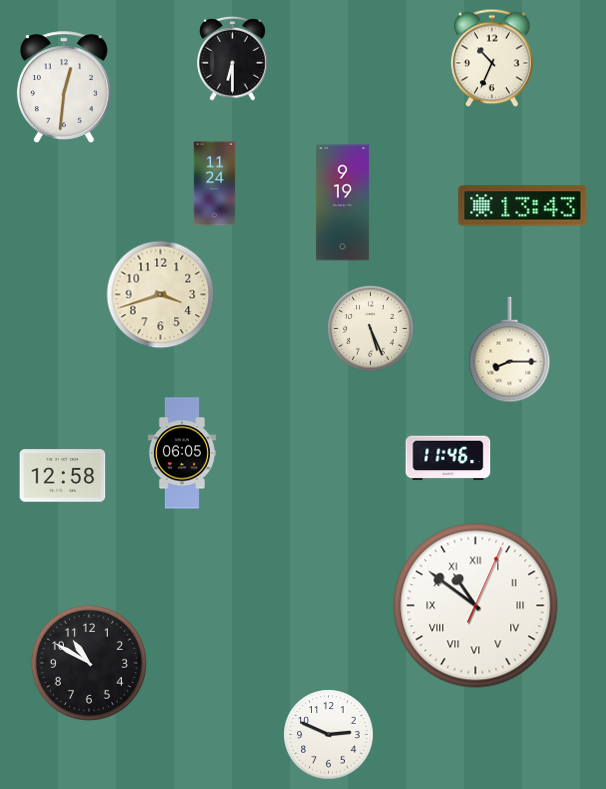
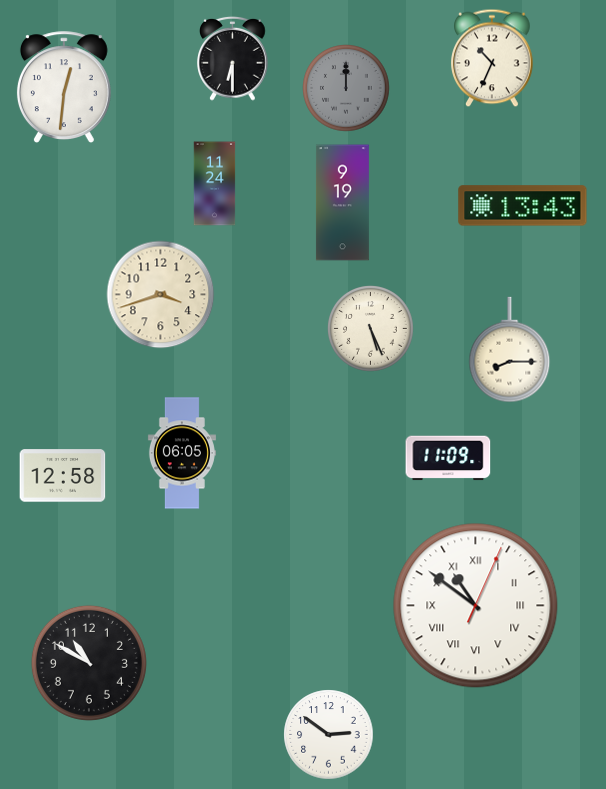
clock at (346, 88): none -> 12:00
clock at (448, 458): 11:46 -> 11:09
clock at (329, 735): 2:49 -> 2:51
